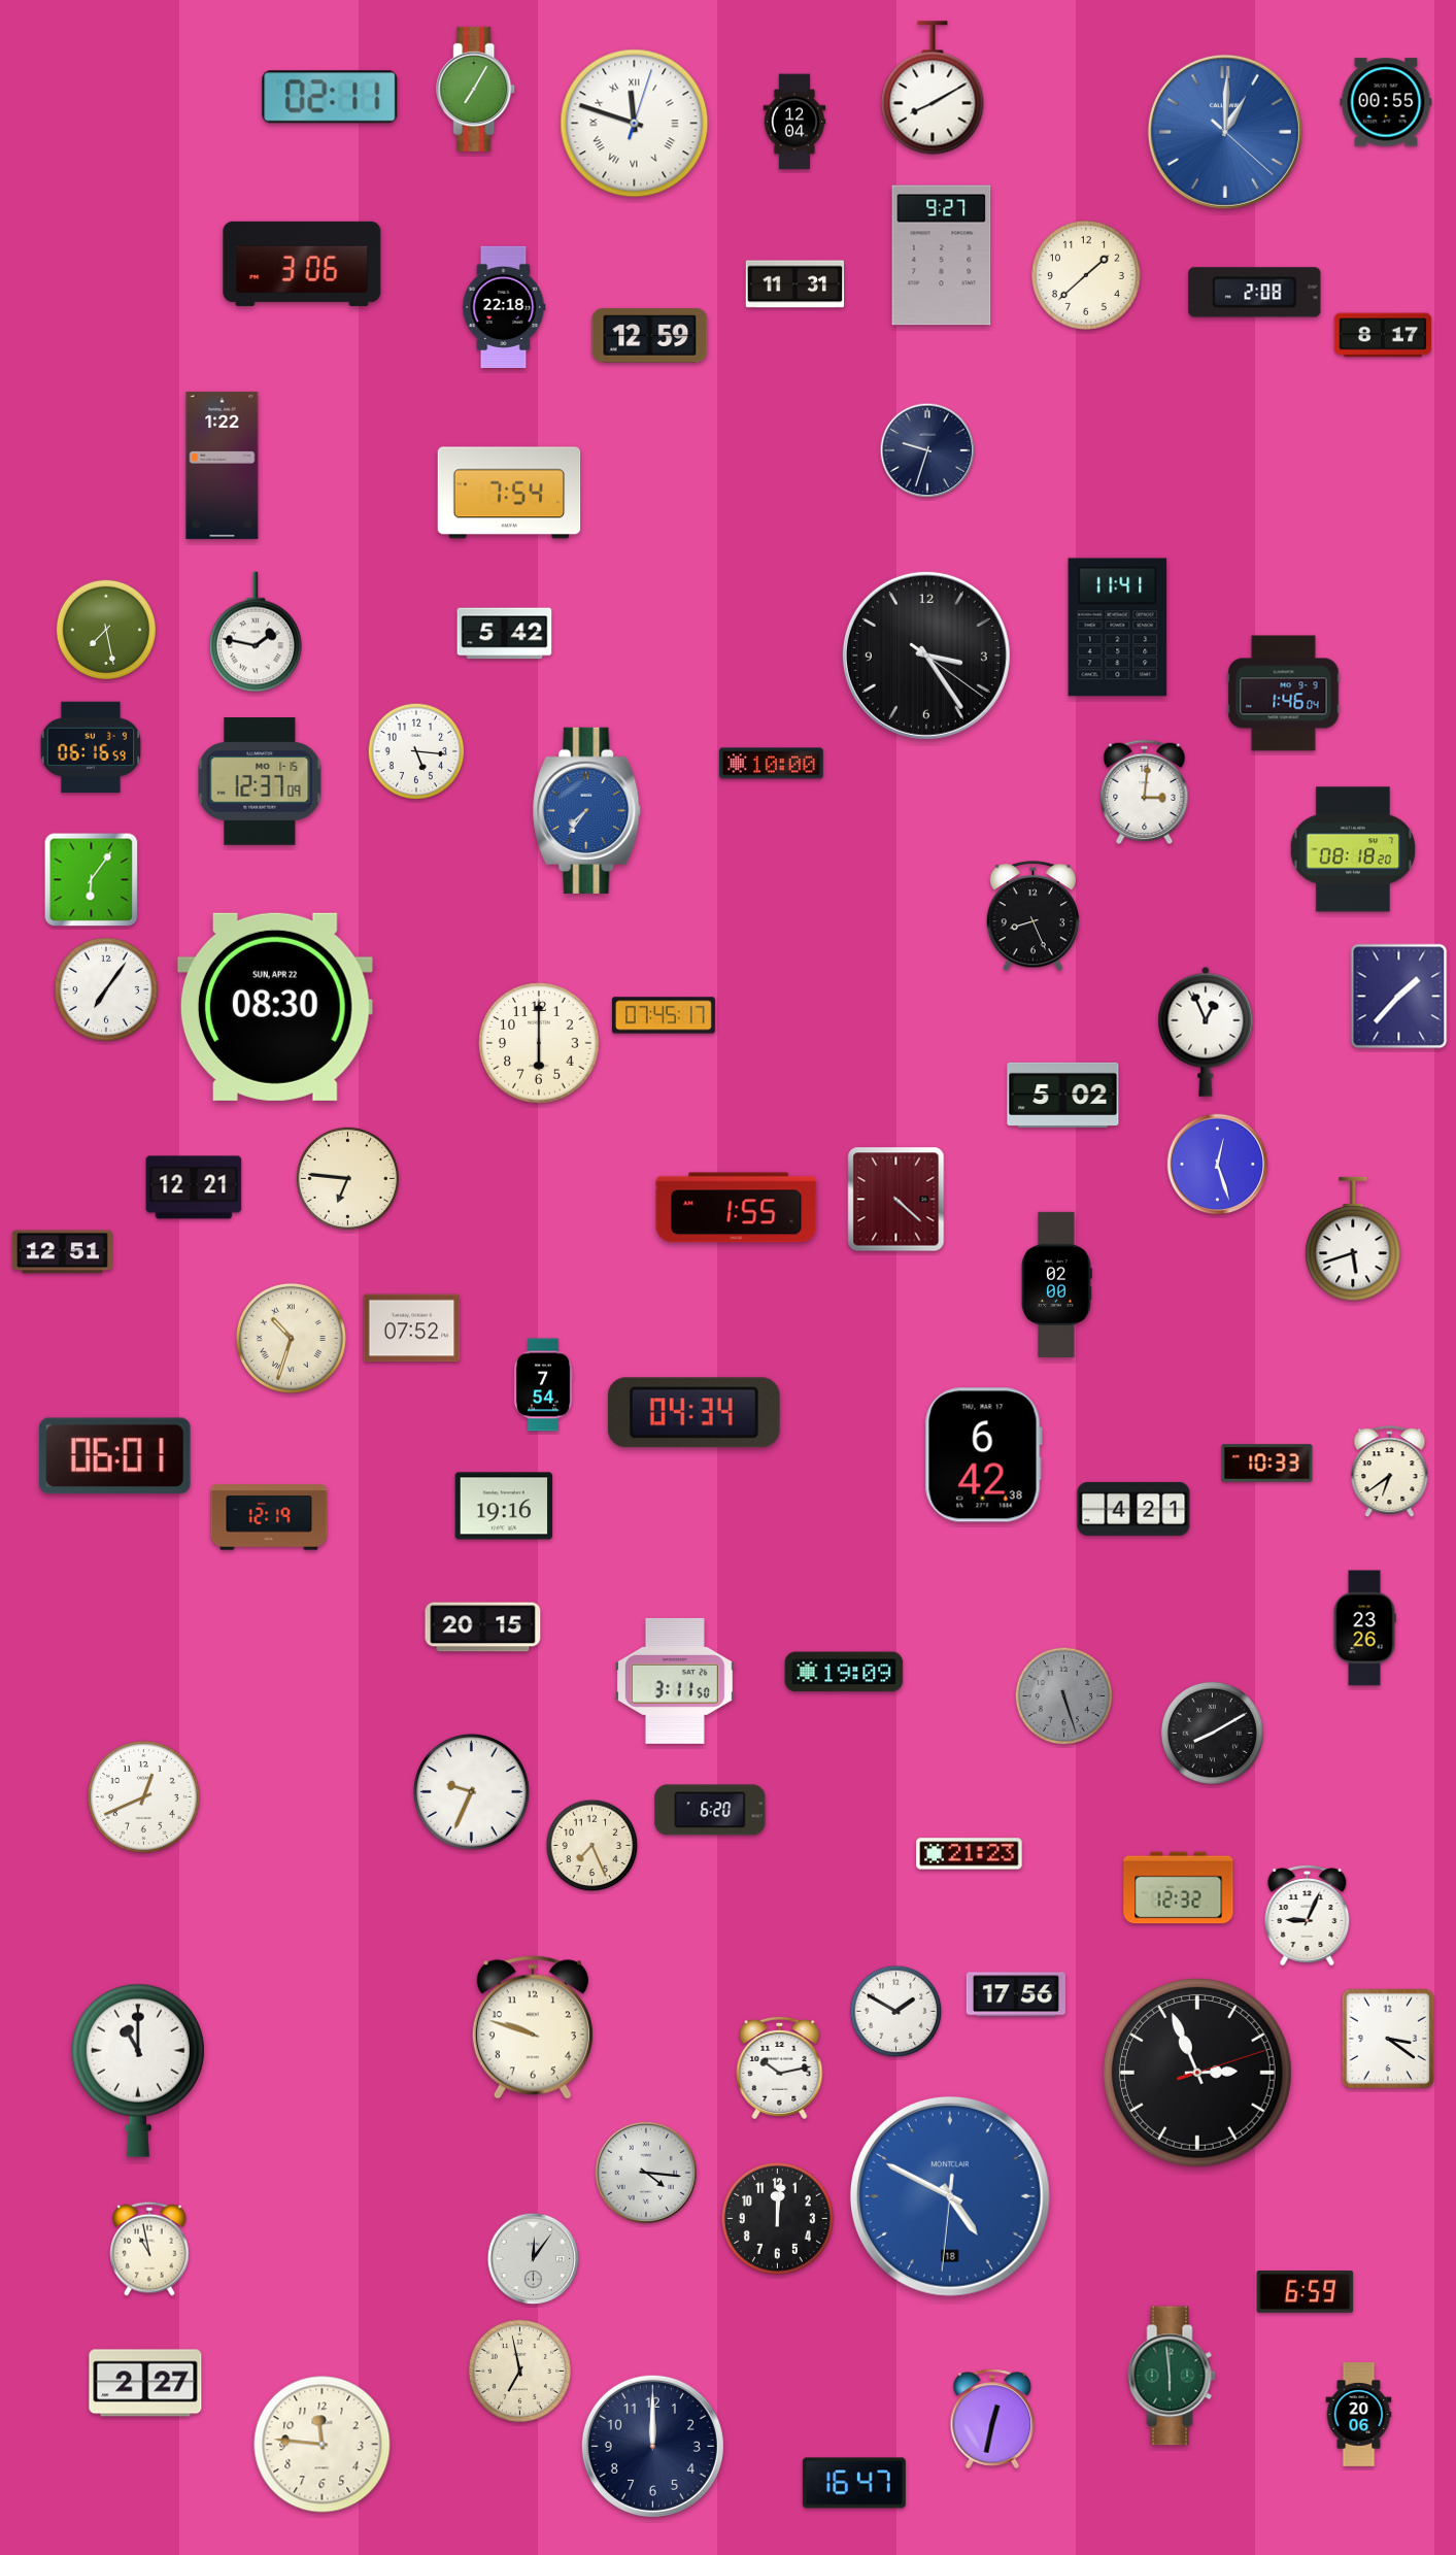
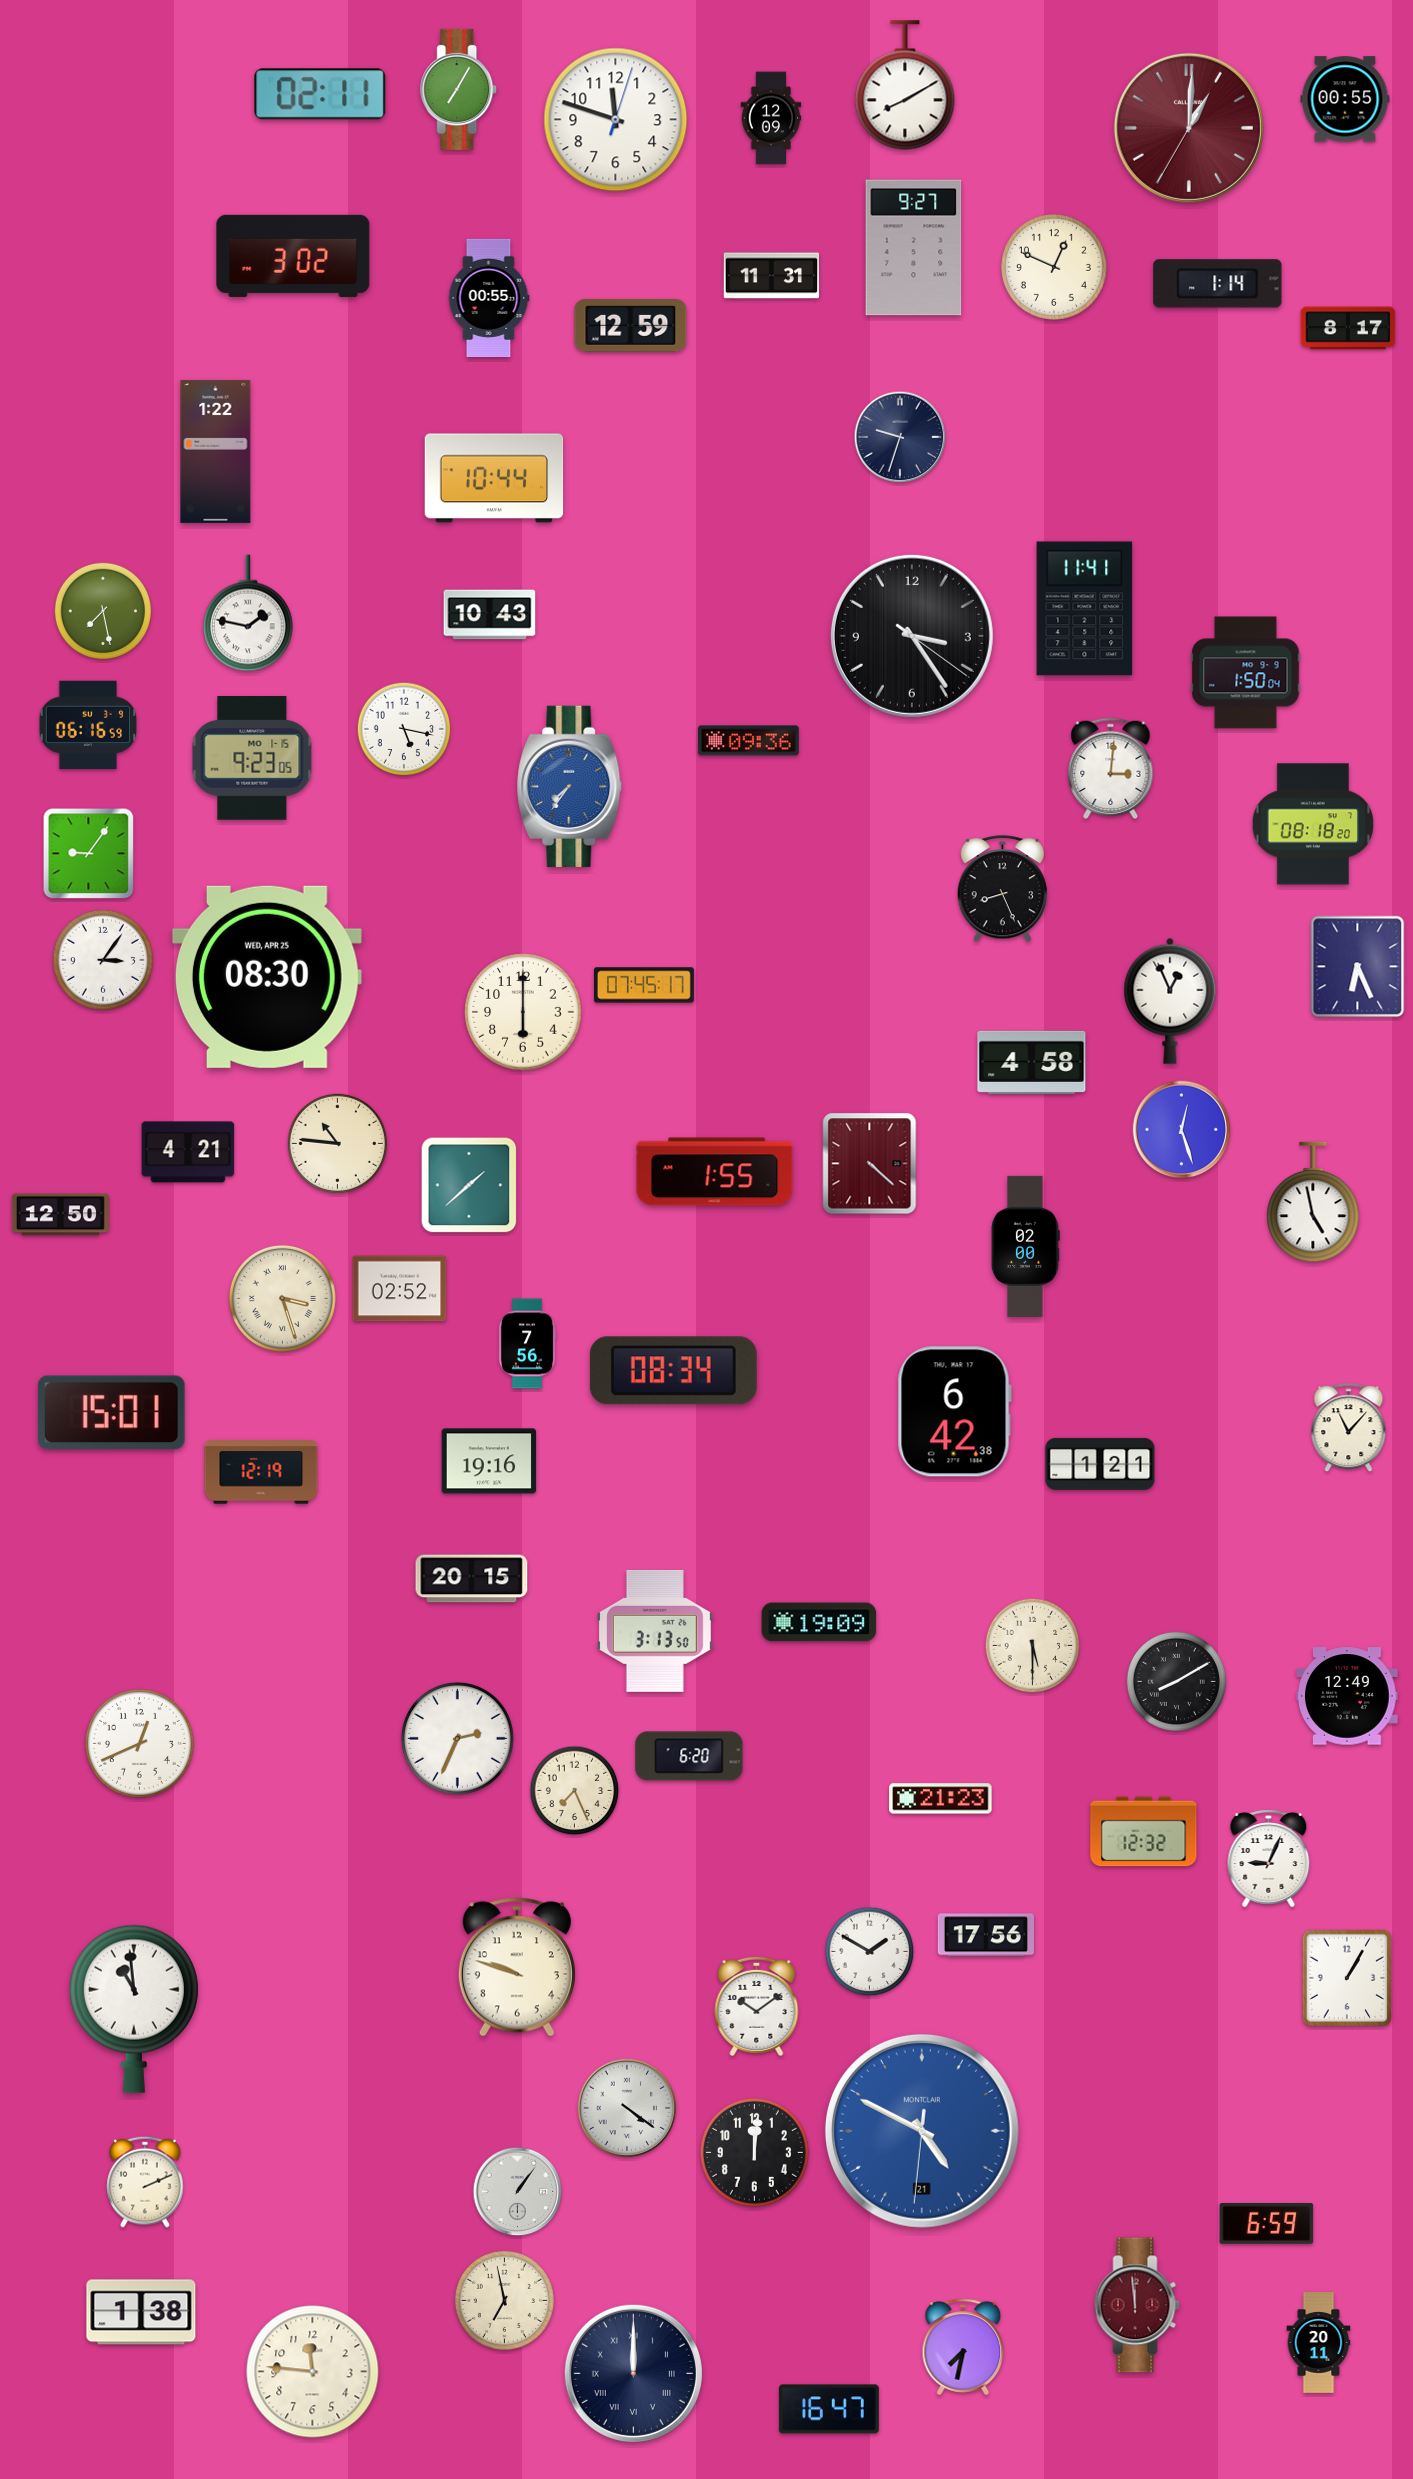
clock at (476, 89) position: (476, 89) -> (459, 89)
clock at (794, 122): 12:04 -> 12:09
clock at (635, 124) numerals: Roman -> Arabic
clock at (1225, 132): 1:00:22 -> 1:00:35
clock at (1225, 132) dial: blue -> burgundy
clock at (302, 264): 3:06 -> 3:02
clock at (1086, 275): 1:38 -> 12:49
clock at (1255, 293): 2:08 -> 1:14
clock at (504, 306): 22:18 -> 00:55
clock at (1383, 335) position: (1383, 335) -> (1348, 328)
clock at (509, 493): 7:54 -> 10:44
clock at (505, 634): 5:42 -> 10:43
clock at (926, 655) position: (926, 655) -> (912, 636)
clock at (1284, 694): 1:46 -> 1:50
clock at (416, 751): 5:16 -> 5:17
clock at (772, 764): 10:00 -> 09:36
clock at (260, 781): 12:37 -> 9:23
clock at (92, 880): 6:06 -> 9:06
clock at (106, 989): 7:06 -> 3:06
clock at (1399, 997): 1:37 -> 6:26
clock at (275, 1007) date: SUN, APR 22 -> WED, APR 25
clock at (1063, 1095): 5:02 -> 4:58
clock at (347, 1178): 6:46 -> 10:46
clock at (194, 1187): 12:21 -> 4:21
clock at (469, 1185): none -> 1:38
clock at (1353, 1239): 5:42 -> 4:58
clock at (62, 1252): 12:51 -> 12:50
clock at (412, 1329): 07:52 -> 02:52
clock at (291, 1338): 10:33 -> 3:27
clock at (543, 1385): 7:54 -> 7:56
clock at (693, 1413): 04:34 -> 08:34
clock at (114, 1456): 06:01 -> 15:01
clock at (1267, 1464): 10:33 -> none
clock at (1390, 1472): 6:39 -> 11:07
clock at (1133, 1509): 4:21 -> 1:21
clock at (483, 1627) position: (483, 1627) -> (472, 1579)
clock at (1364, 1628): 23:26 -> none
clock at (675, 1681): 3:11 -> 3:13
clock at (1064, 1696): 5:27 -> 5:30
clock at (1064, 1696) dial: grey -> cream
clock at (1347, 1696): none -> 12:49
clock at (472, 1792): 9:34 -> 2:34
clock at (1388, 2039): 3:21 -> 1:05
clock at (780, 2067): 10:13 -> 10:09
clock at (138, 2071): 11:00 -> 10:59
clock at (1197, 2073): 2:56 -> none
clock at (646, 2173): 4:16 -> 4:21
clock at (950, 2196) date: 18 -> 21
clock at (149, 2249): 10:58 -> 2:11
clock at (534, 2259): 12:06 -> 1:06
clock at (1172, 2376): 5:59 -> 11:59
clock at (1172, 2376) dial: green -> burgundy
clock at (145, 2383): 2:27 -> 1:38
clock at (1359, 2415): 20:06 -> 20:11
clock at (992, 2419): 12:32 -> 7:32
clock at (652, 2446) numerals: Arabic -> Roman
